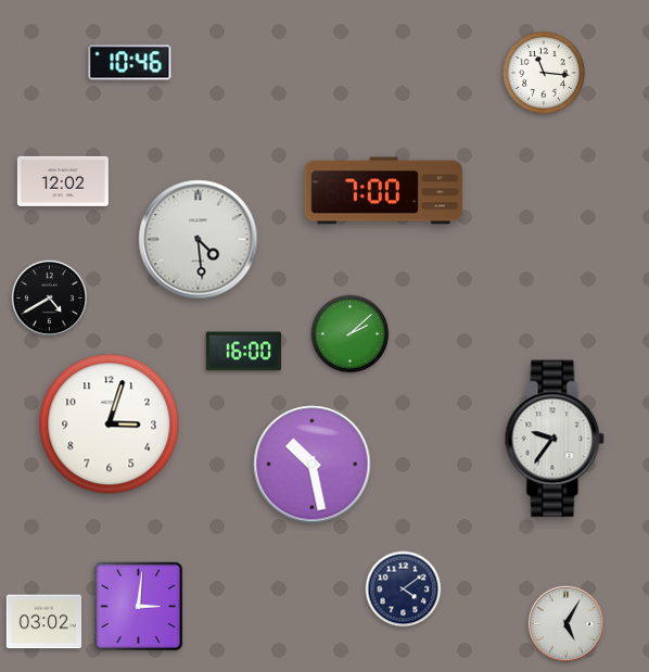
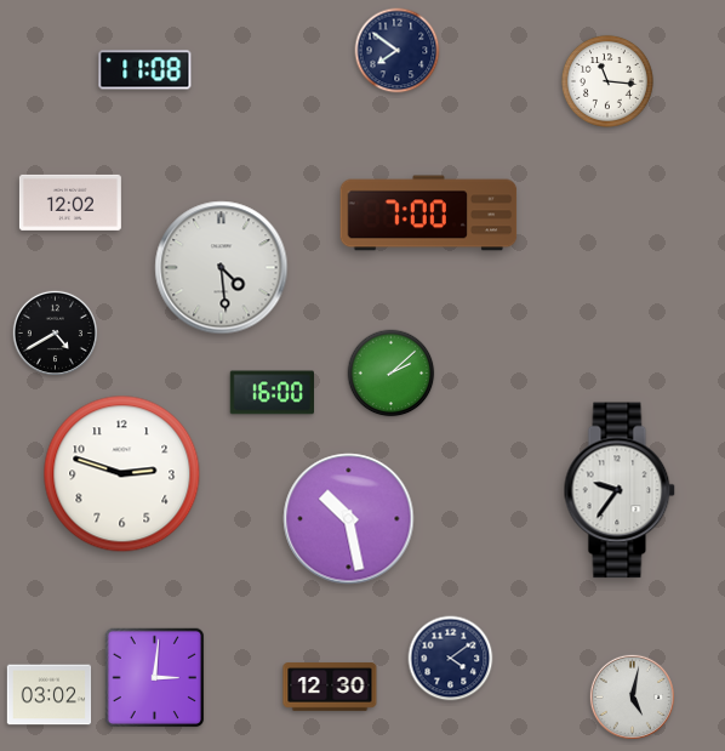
clock at (398, 51): none -> 7:51
clock at (130, 63): 10:46 -> 11:08
clock at (110, 424): 3:03 -> 2:48
clock at (330, 687): none -> 12:30
clock at (565, 623): 5:05 -> 5:02
